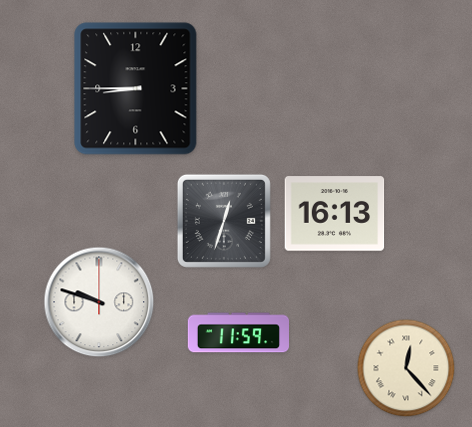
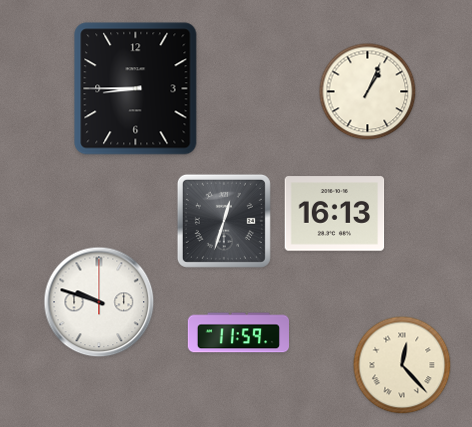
clock at (368, 92): none -> 1:04
clock at (406, 368) position: (406, 368) -> (402, 365)
